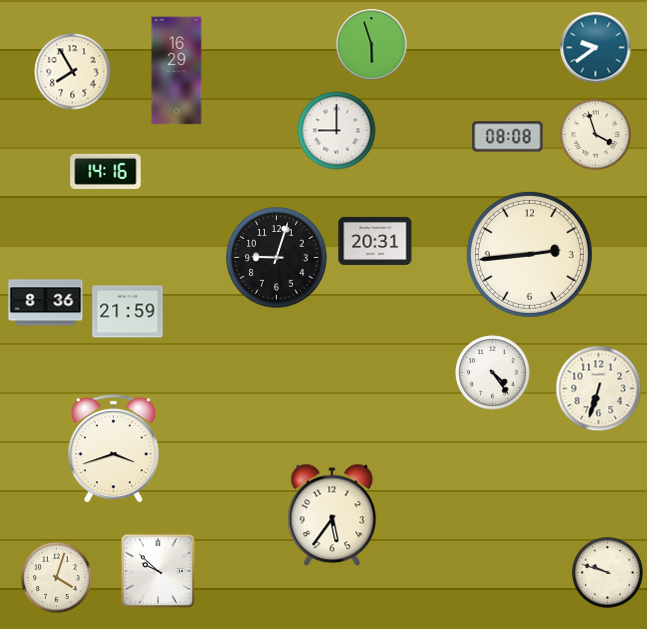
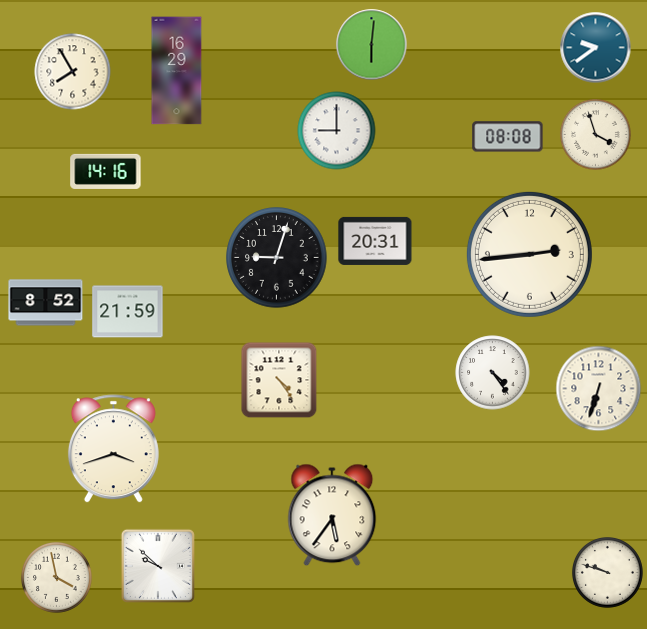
clock at (372, 45): 5:57 -> 6:01
clock at (46, 303): 8:36 -> 8:52
clock at (279, 380): none -> 4:24
clock at (158, 571) position: (158, 571) -> (158, 566)
clock at (57, 578): 4:03 -> 3:58
